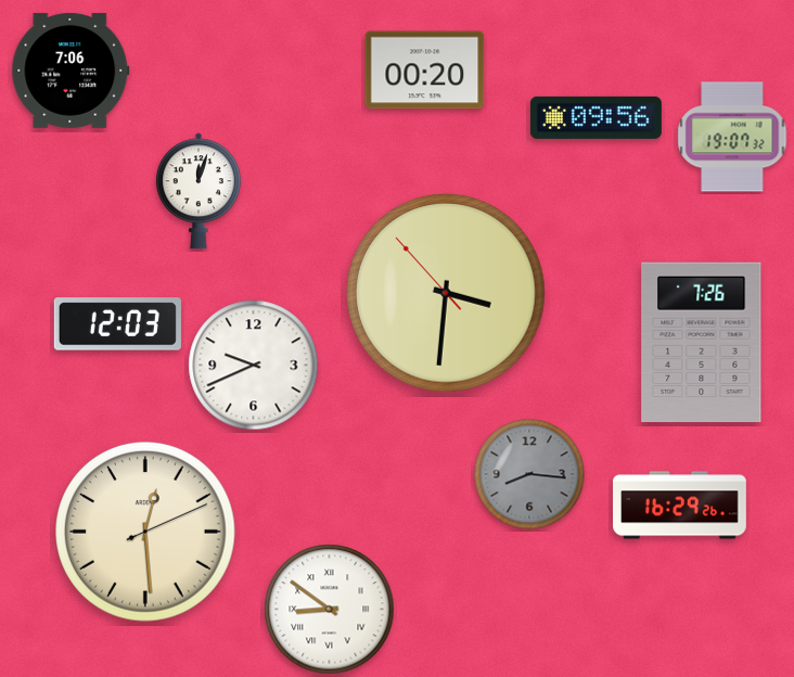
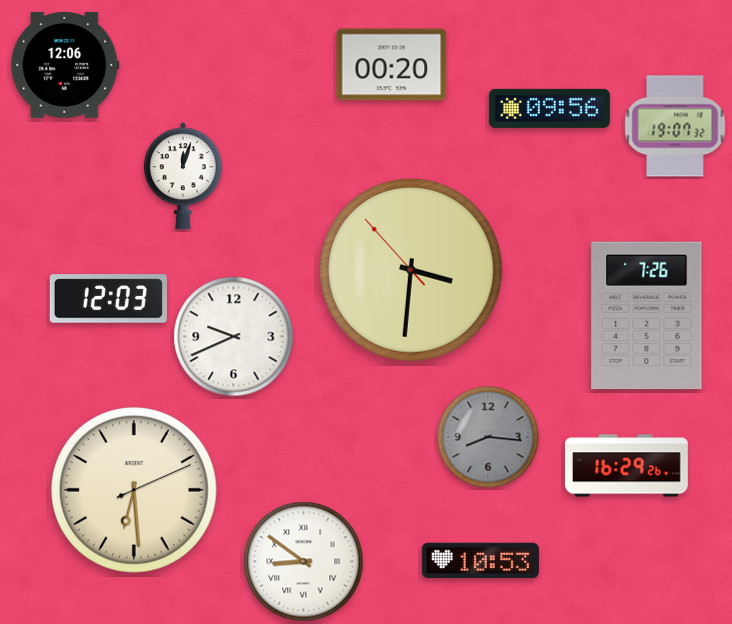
clock at (71, 71): 7:06 -> 12:06
clock at (145, 532): 12:29 -> 6:29
clock at (480, 561): none -> 10:53
